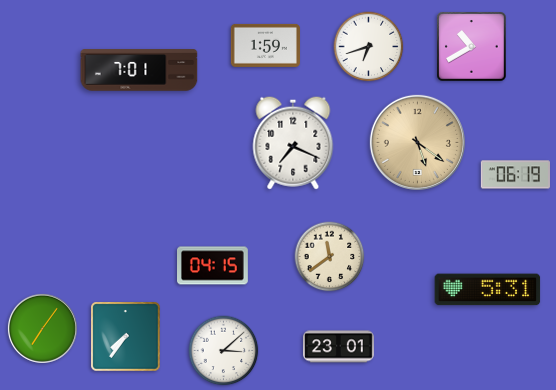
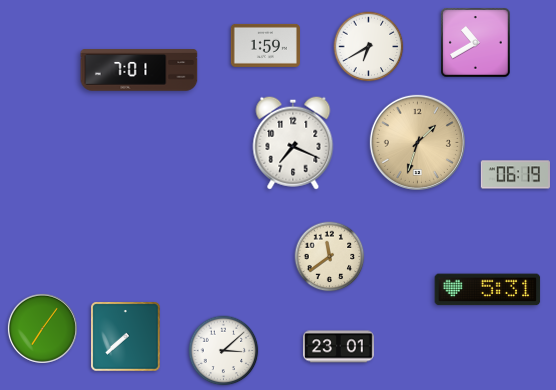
clock at (369, 47): 6:42 -> 6:40
clock at (472, 47) position: (472, 47) -> (476, 43)
clock at (417, 142): 5:21 -> 1:33
clock at (213, 266): 04:15 -> none
clock at (126, 337): 7:36 -> 7:38
